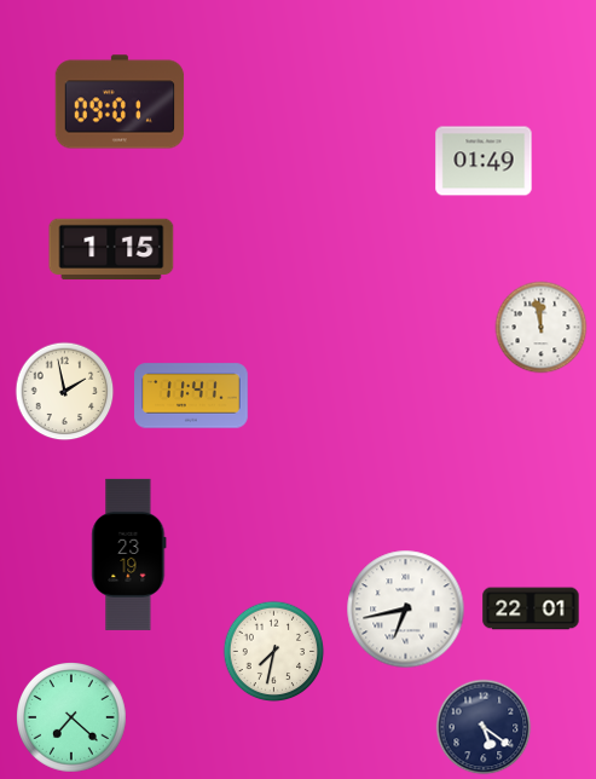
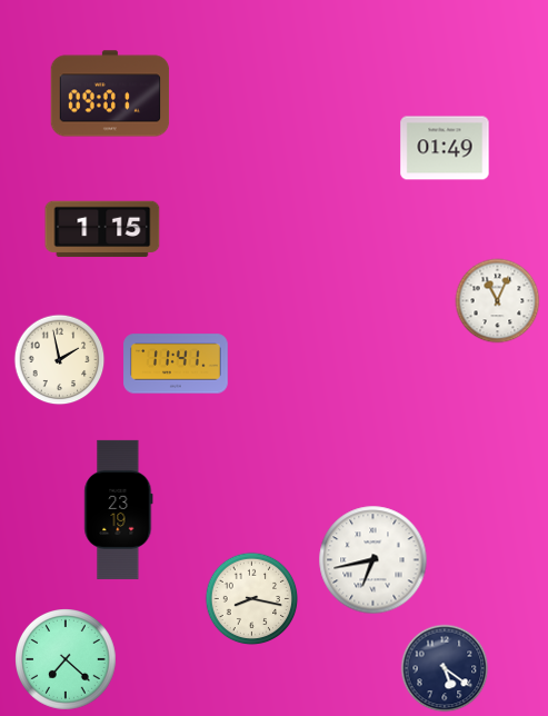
clock at (542, 328): 11:58 -> 11:04
clock at (531, 608): 22:01 -> none
clock at (274, 652): 7:32 -> 8:17
